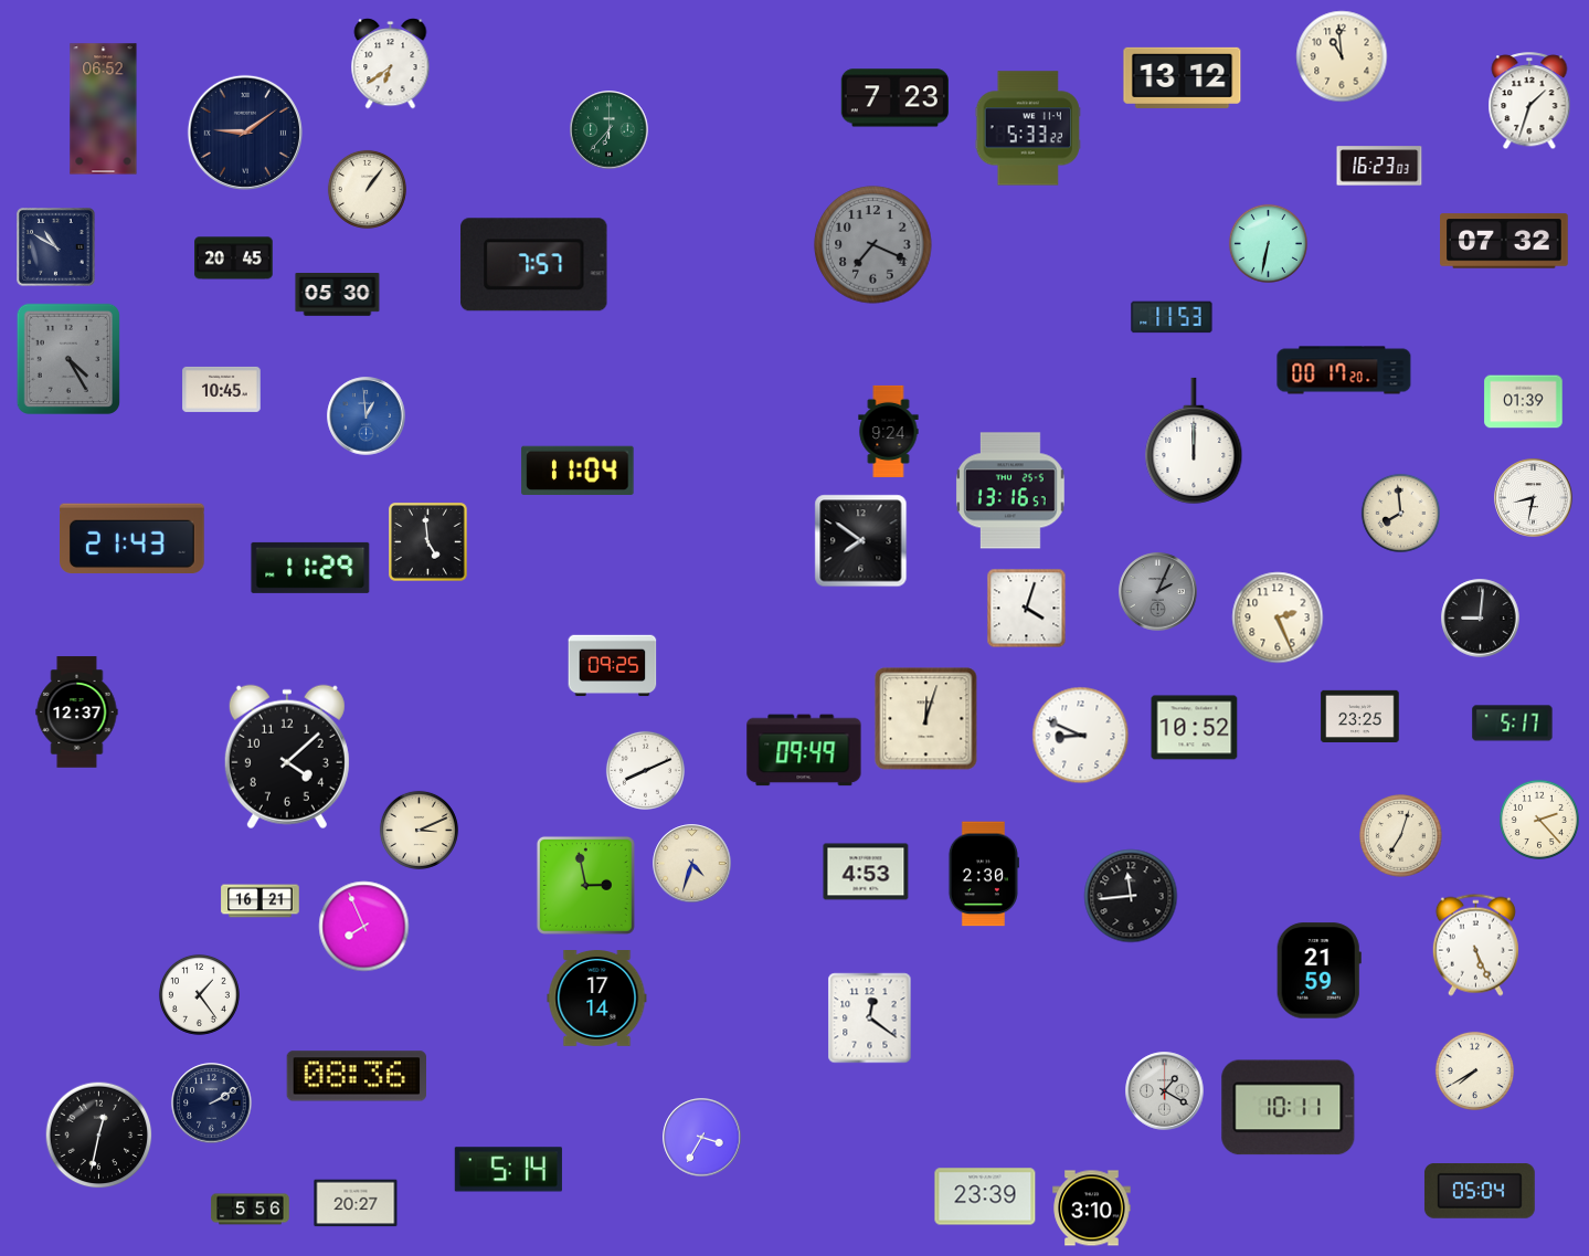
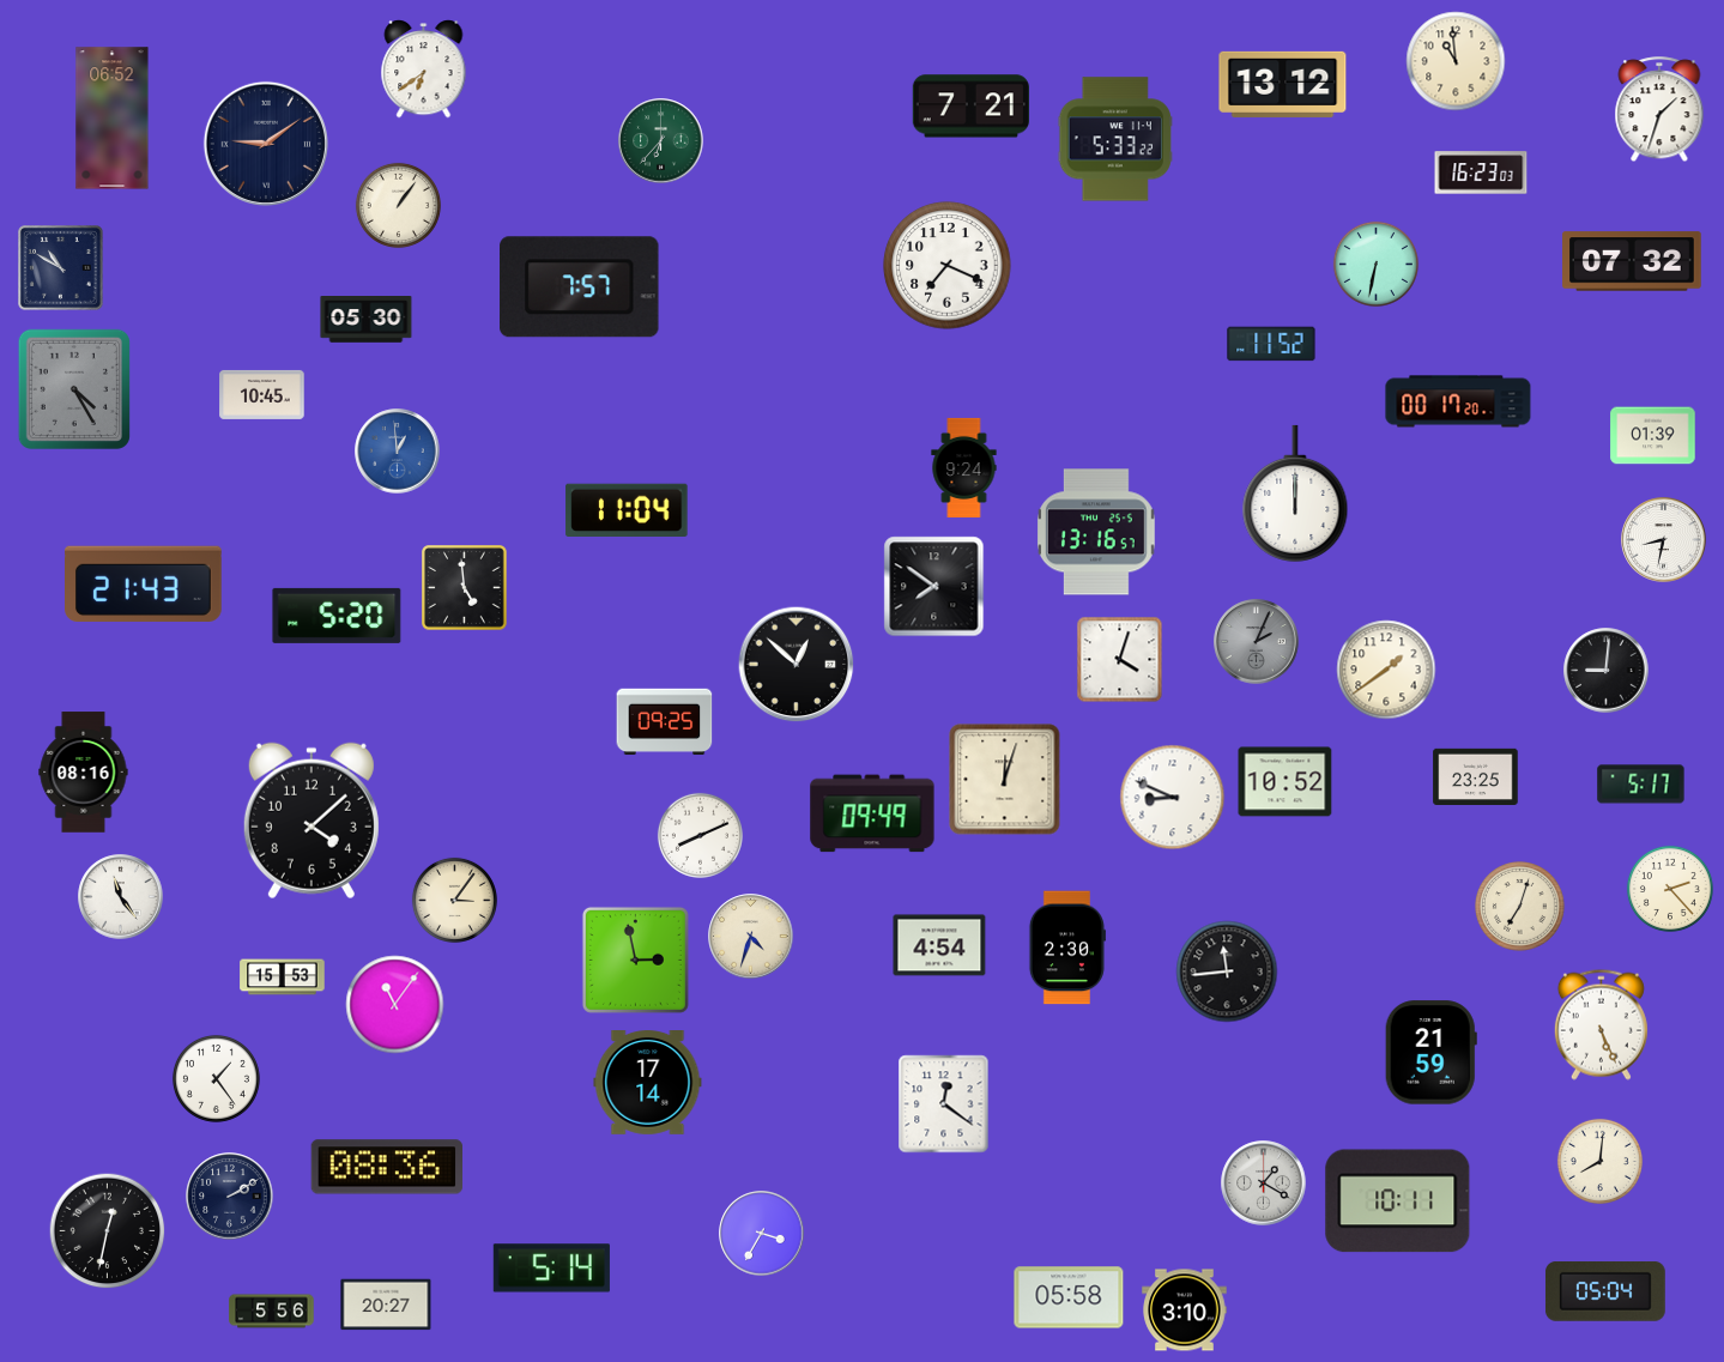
clock at (894, 98): 7:23 -> 7:21
clock at (1379, 166) position: (1379, 166) -> (1481, 172)
clock at (873, 245) dial: grey -> white
clock at (234, 258): 20:45 -> none
clock at (1172, 317): 11:53 -> 11:52
clock at (222, 389) position: (222, 389) -> (262, 394)
clock at (1194, 441) position: (1194, 441) -> (1295, 494)
clock at (1400, 513): 7:59 -> none
clock at (310, 568): 11:29 -> 5:20
clock at (1027, 609) position: (1027, 609) -> (1120, 660)
clock at (797, 665): none -> 12:52
clock at (1278, 618): 2:26 -> 1:39
clock at (77, 713): 12:37 -> 08:16
clock at (1195, 728) position: (1195, 728) -> (1286, 782)
clock at (121, 897): none -> 11:24
clock at (419, 830): 3:11 -> 3:06
clock at (866, 872): 4:53 -> 4:54
clock at (261, 901): 16:21 -> 15:53
clock at (364, 927): 7:56 -> 11:06
clock at (1474, 1070): 7:40 -> 8:01
clock at (985, 1196): 23:39 -> 05:58
